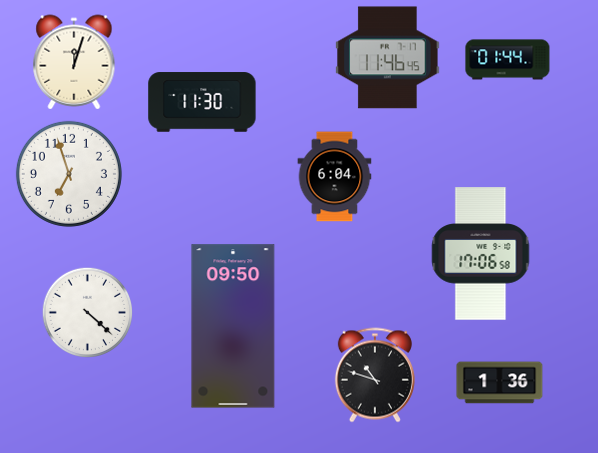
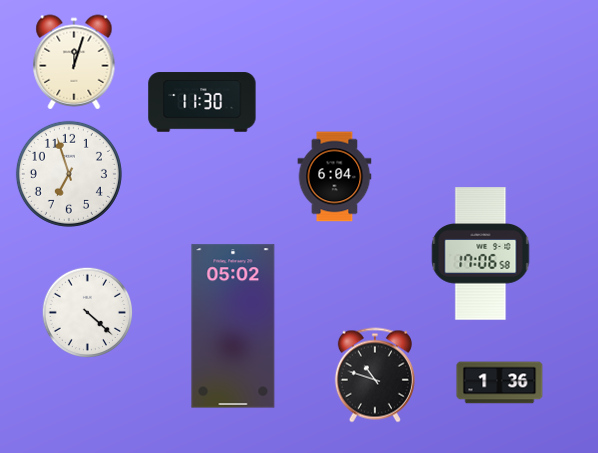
clock at (388, 58): 11:46 -> none
clock at (508, 60): 01:44 -> none
clock at (233, 326): 09:50 -> 05:02
